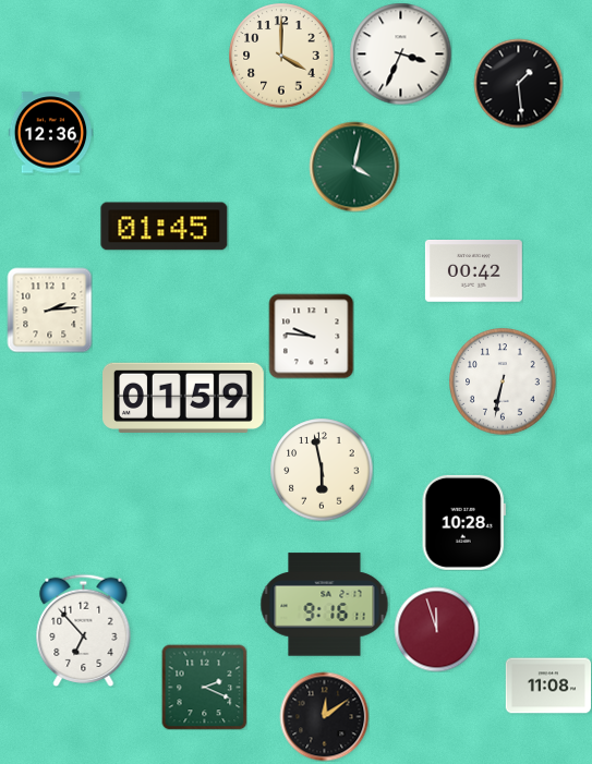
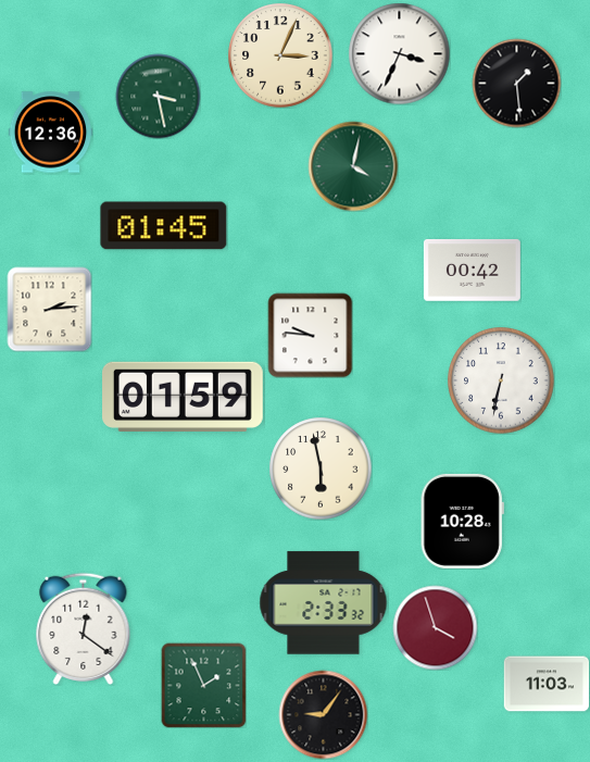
clock at (281, 56): 4:00 -> 3:04
clock at (158, 96): none -> 3:28
clock at (325, 605): 9:16 -> 2:33
clock at (436, 629): 11:57 -> 3:57
clock at (84, 630): 6:53 -> 12:21
clock at (548, 686): 11:08 -> 11:03
clock at (204, 687): 2:19 -> 1:56
clock at (324, 716): 12:09 -> 9:06
